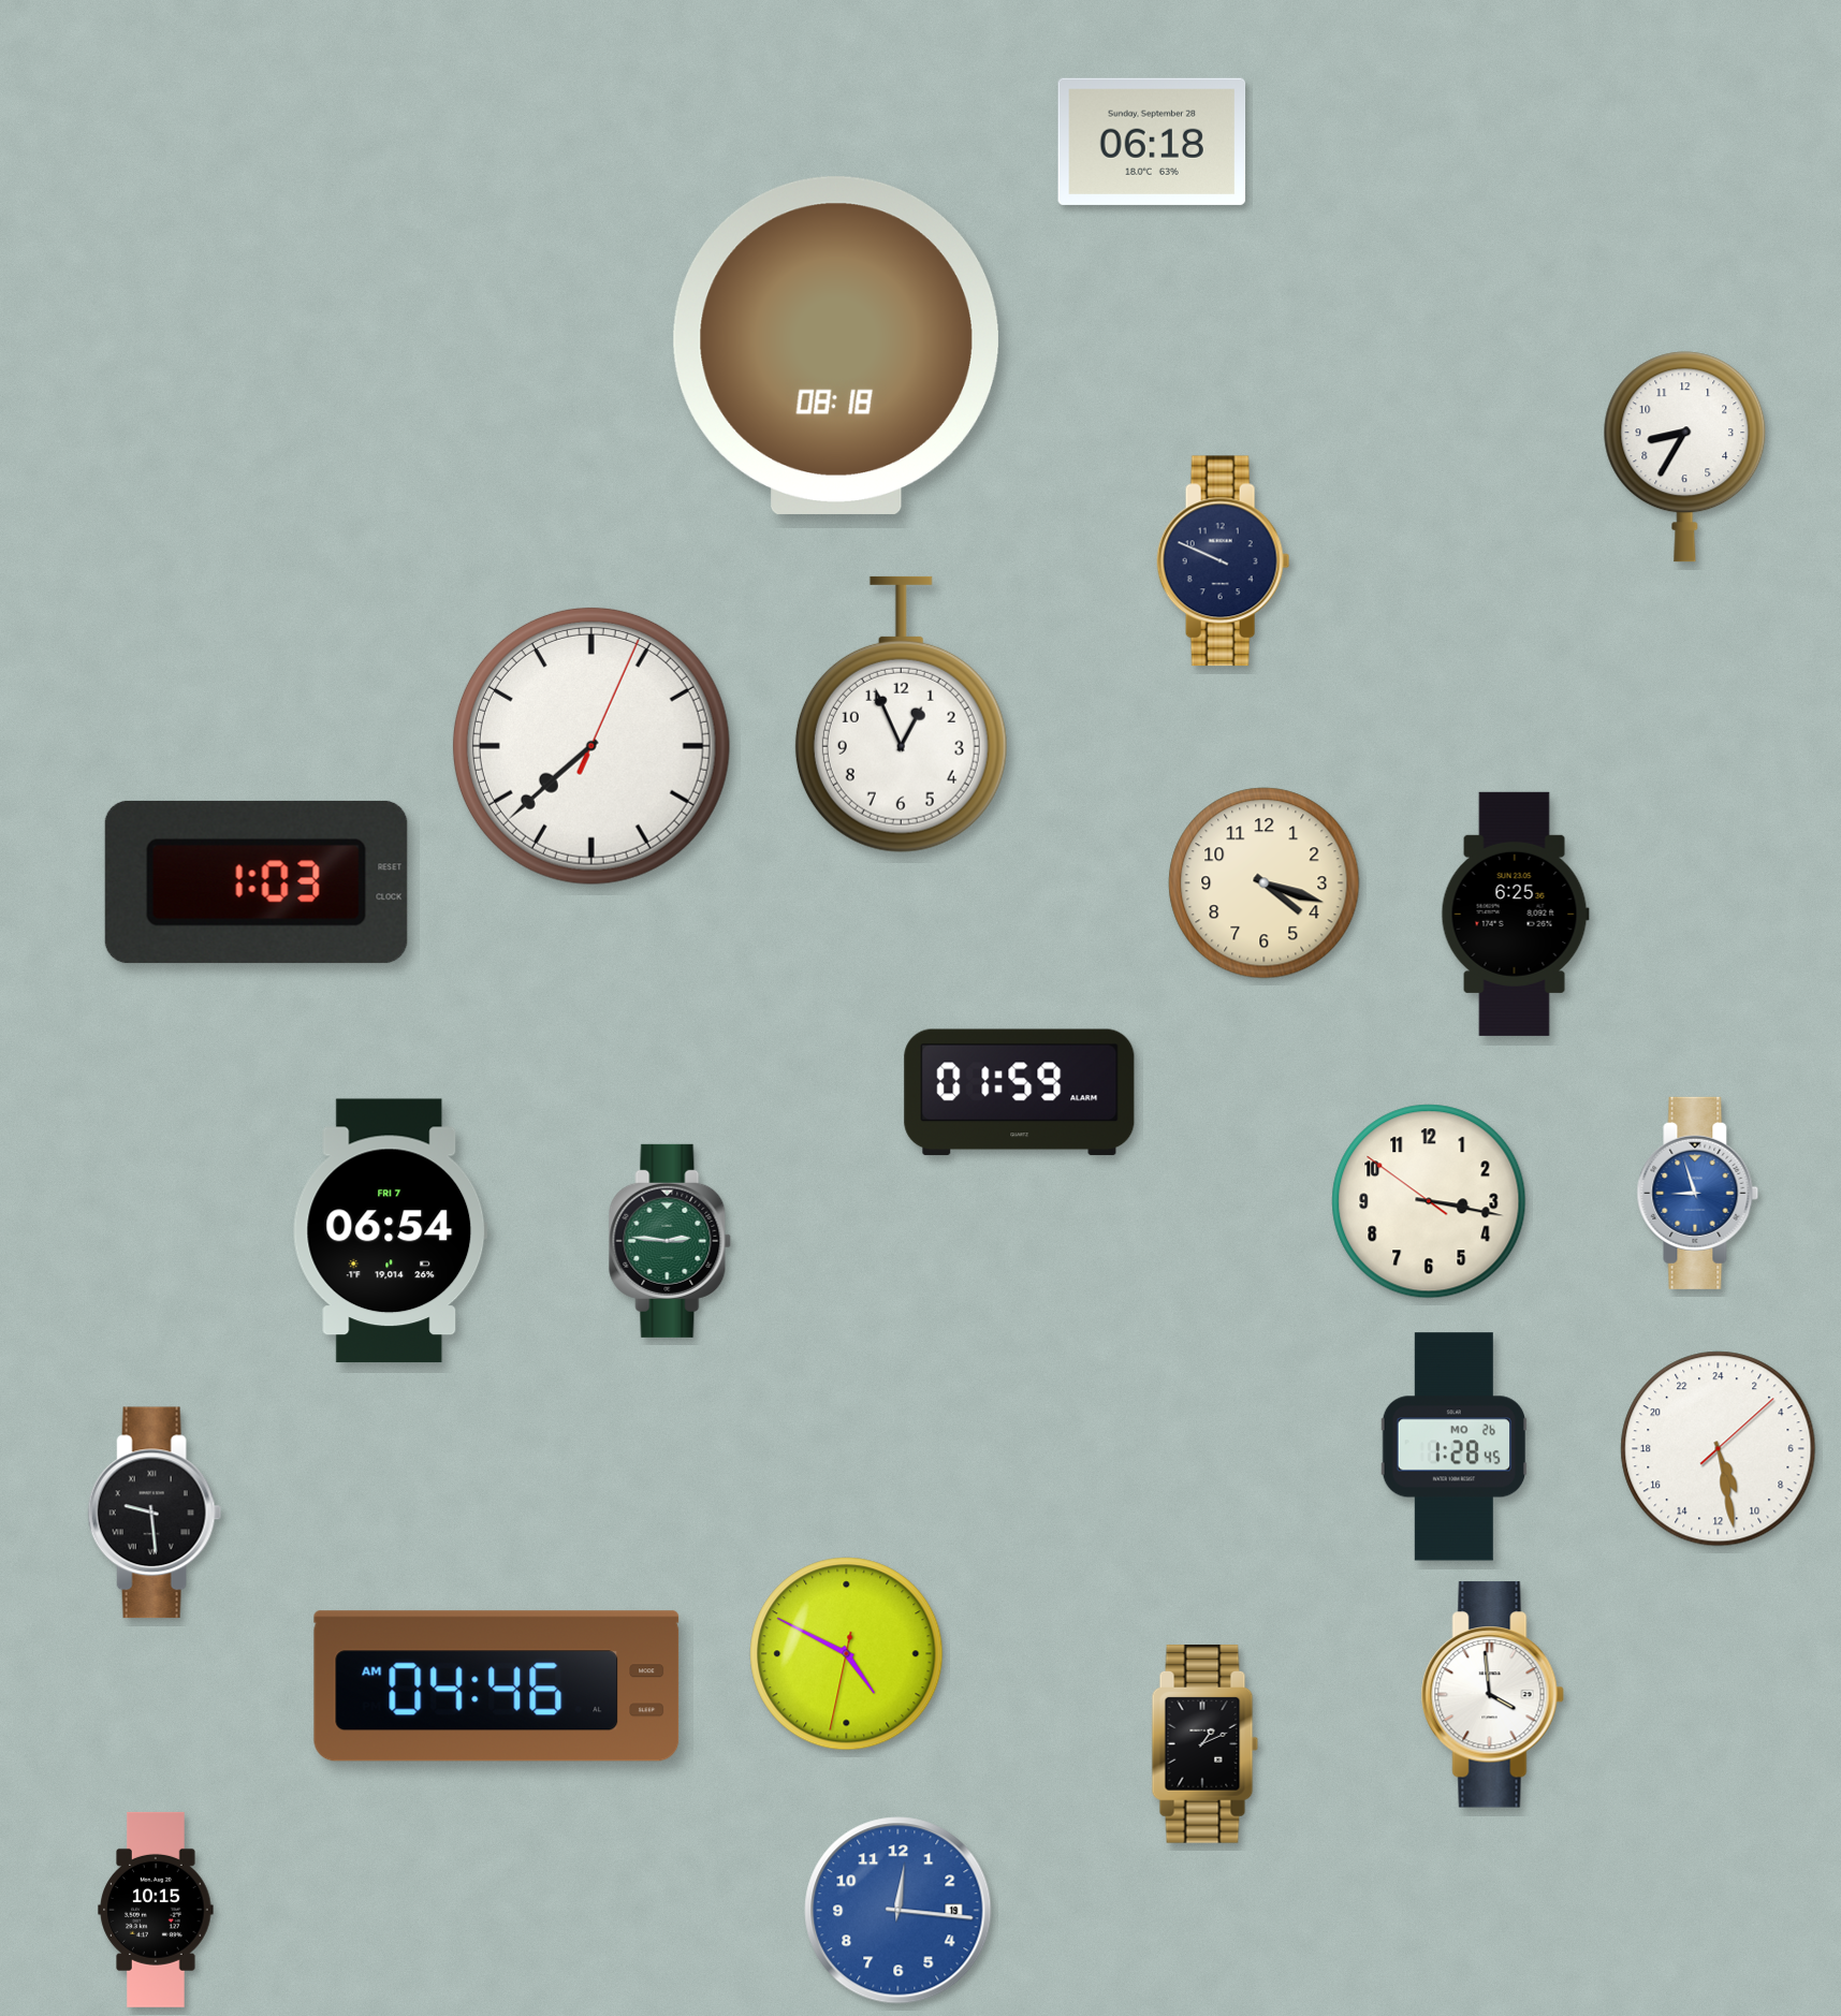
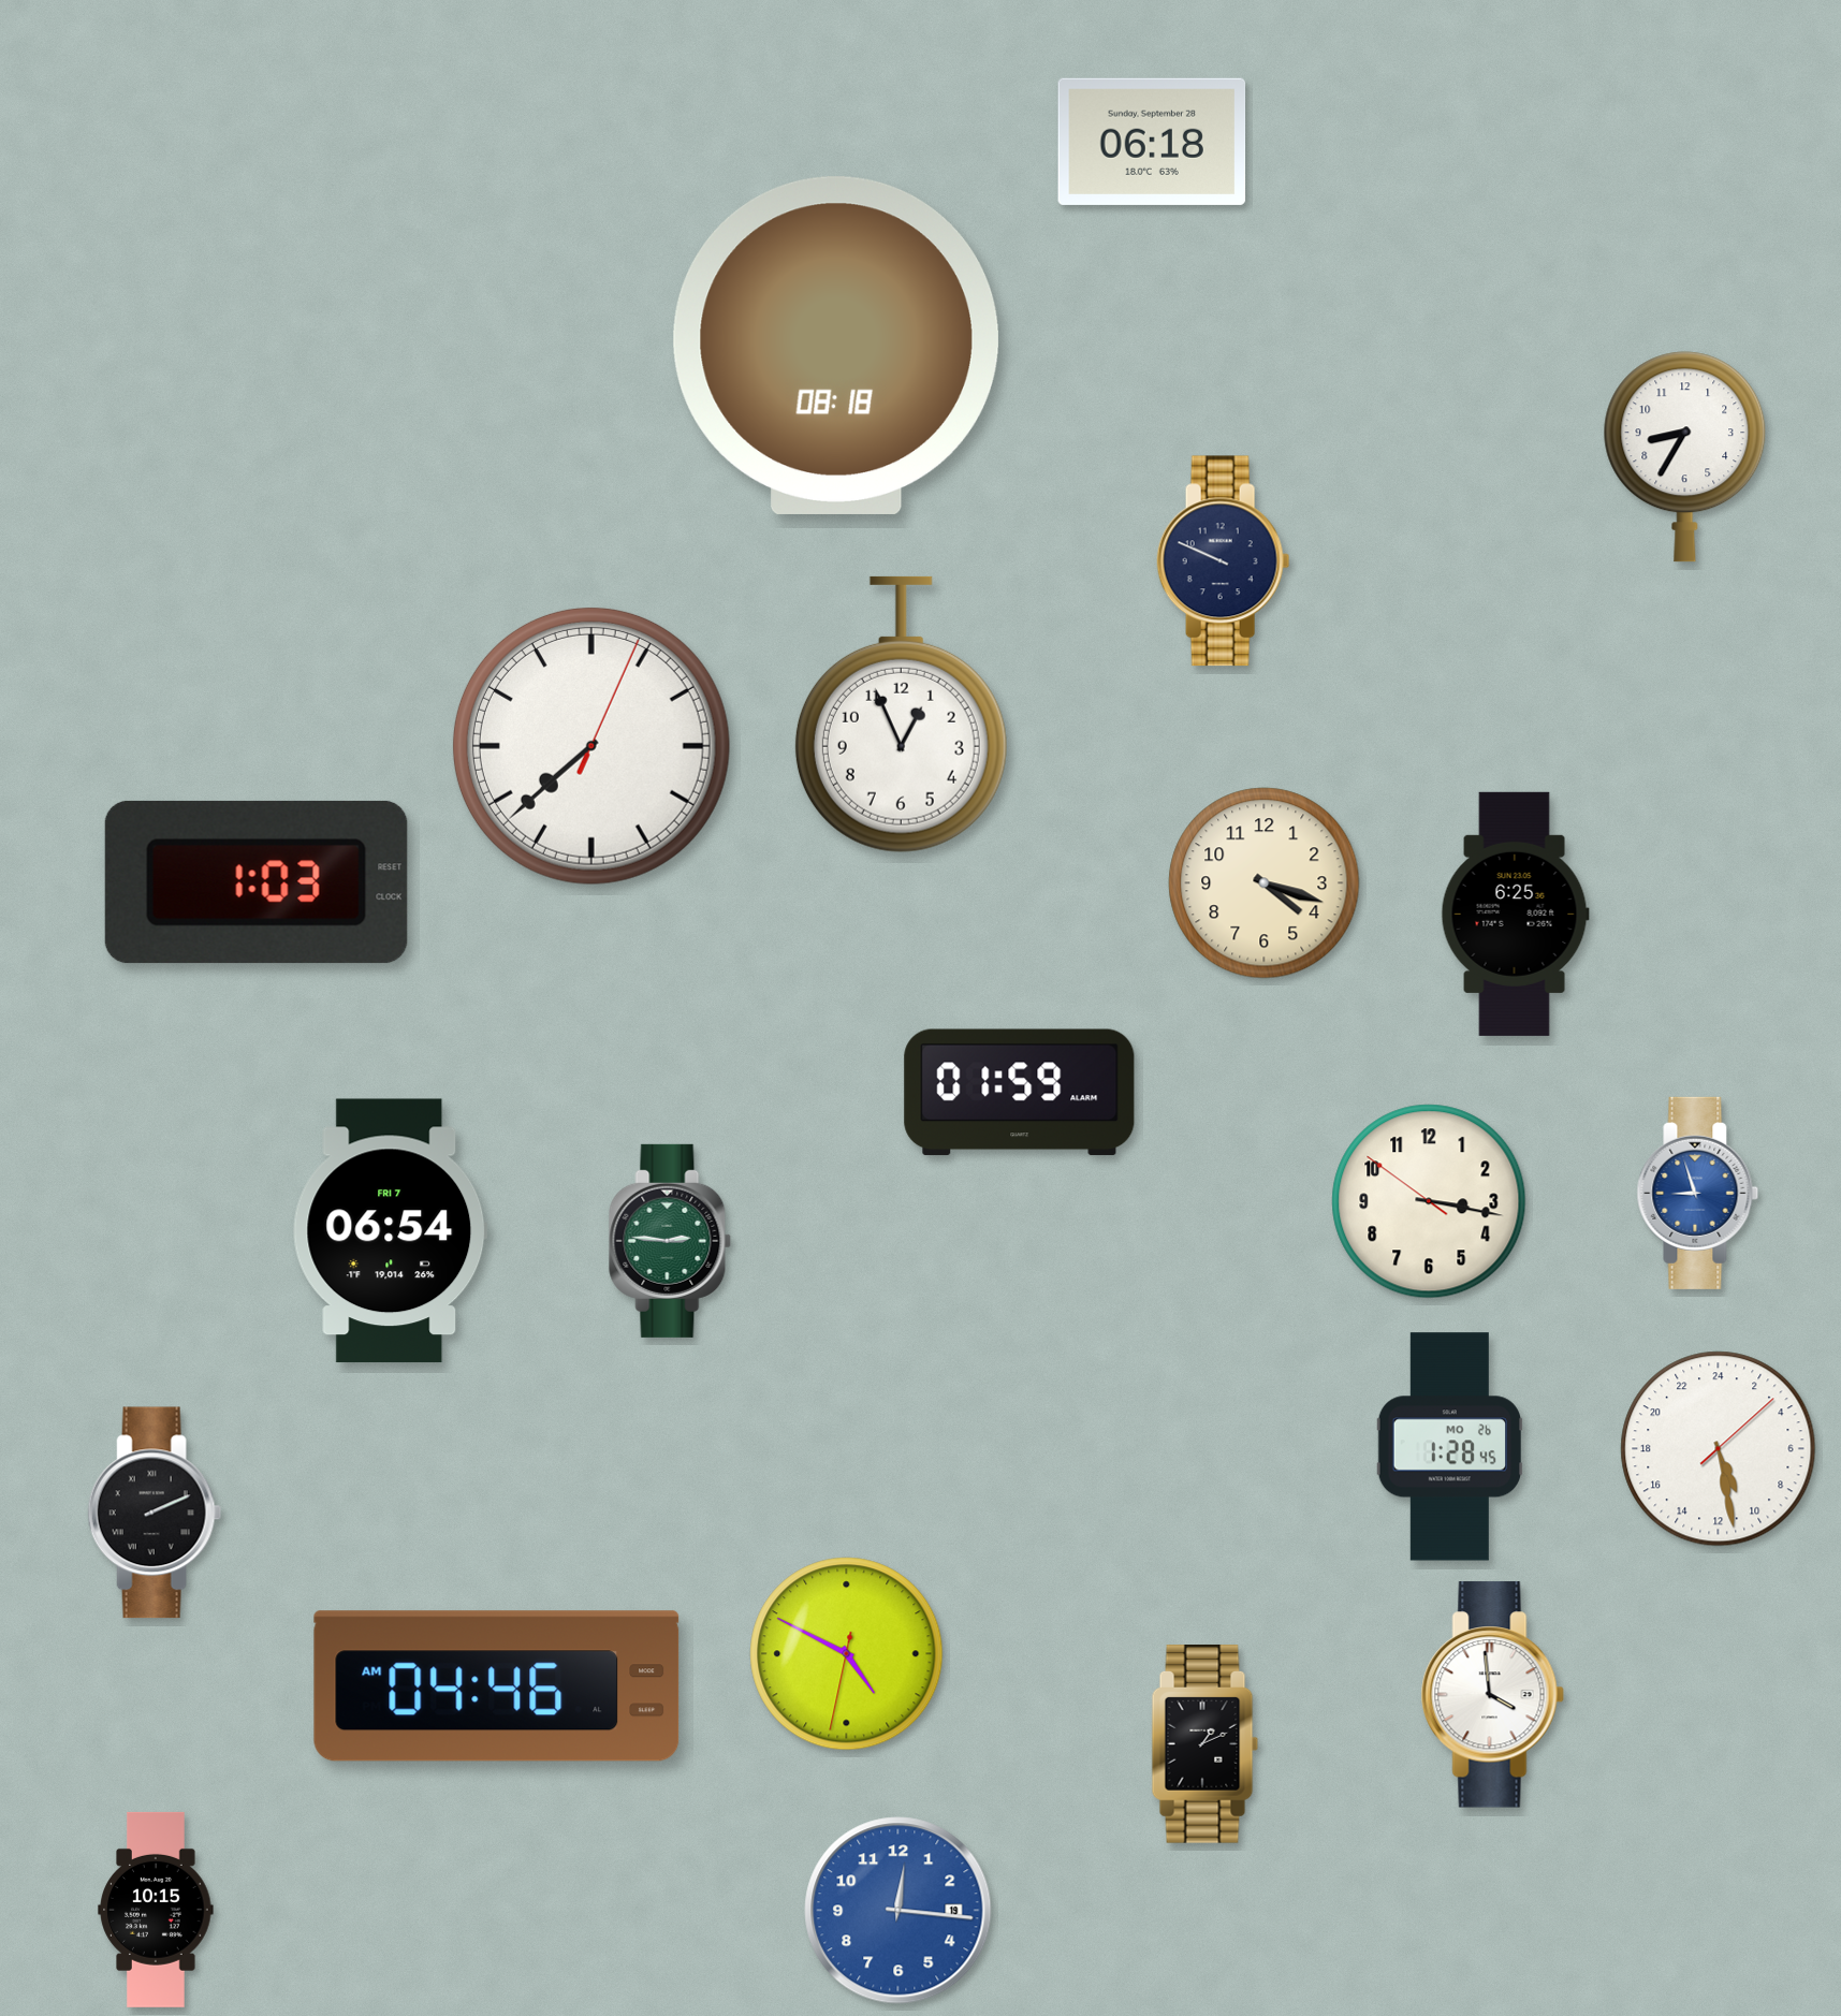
clock at (1453, 1447) position: (1453, 1447) -> (1449, 1447)
clock at (155, 1513): 9:29 -> 2:11
